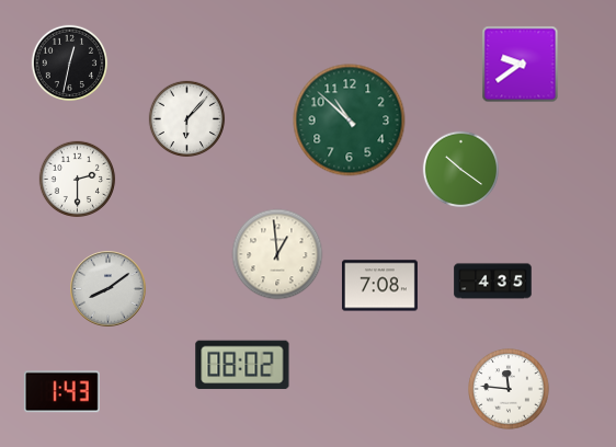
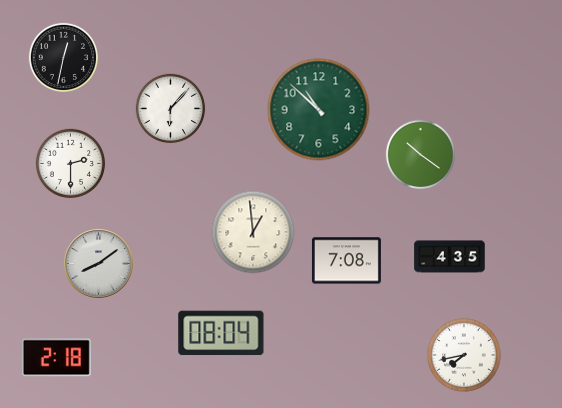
clock at (521, 65): 9:39 -> none
clock at (242, 365): 08:02 -> 08:04
clock at (509, 389): 11:46 -> 7:43
clock at (61, 392): 1:43 -> 2:18
